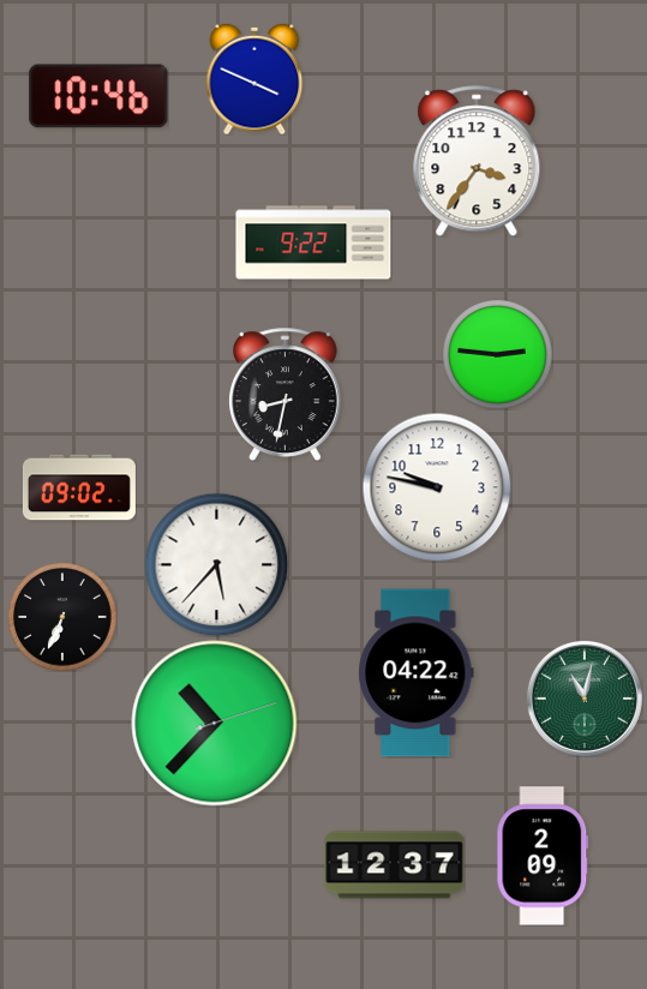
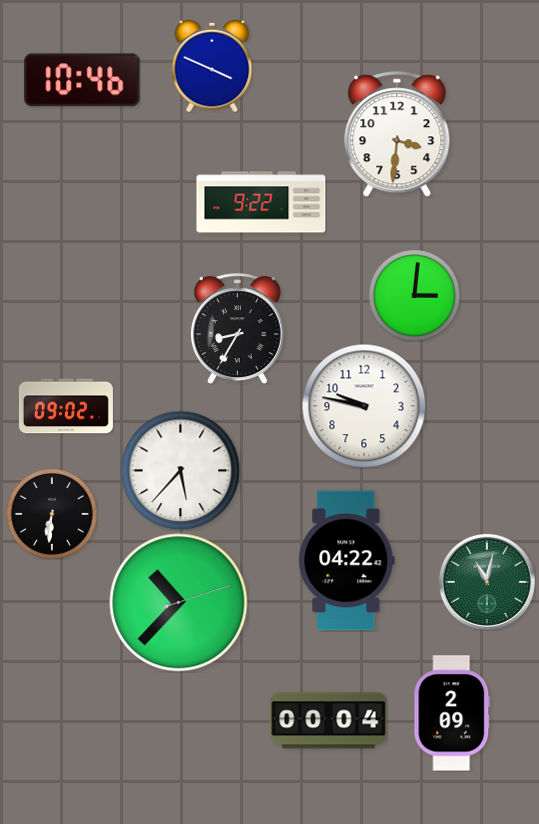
clock at (477, 161): 3:36 -> 3:31
clock at (497, 354): 2:46 -> 3:01
clock at (284, 394): 8:32 -> 8:35
clock at (62, 617): 6:34 -> 6:31
clock at (395, 865): 12:37 -> 00:04
